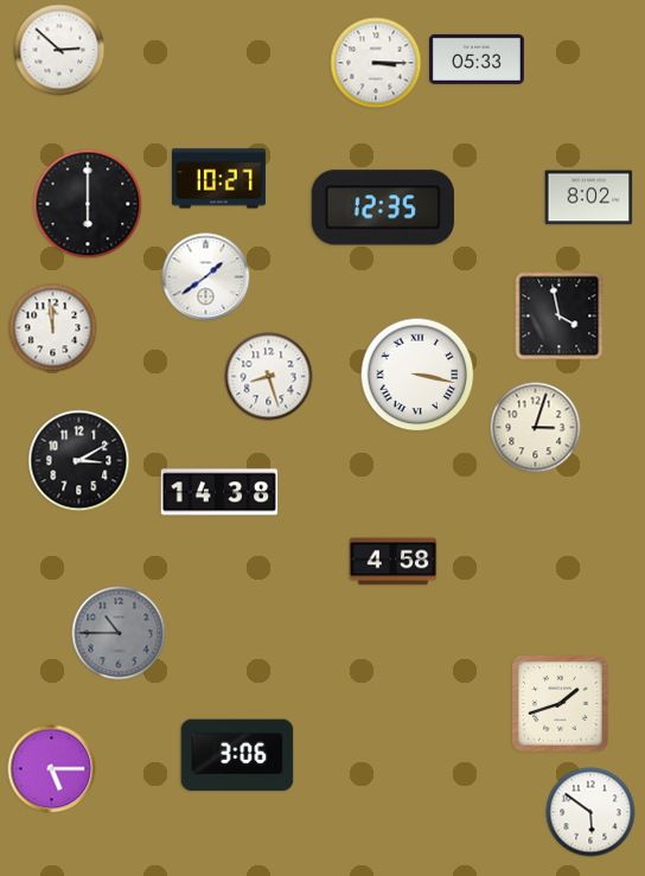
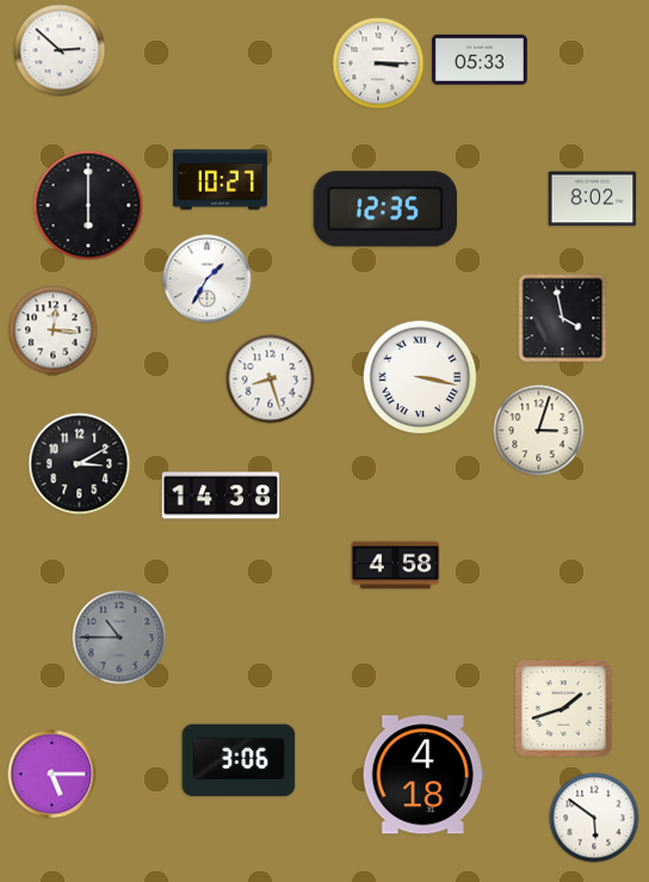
clock at (206, 277): 1:39 -> 1:35
clock at (53, 328): 11:59 -> 12:16
clock at (424, 775): none -> 4:18
